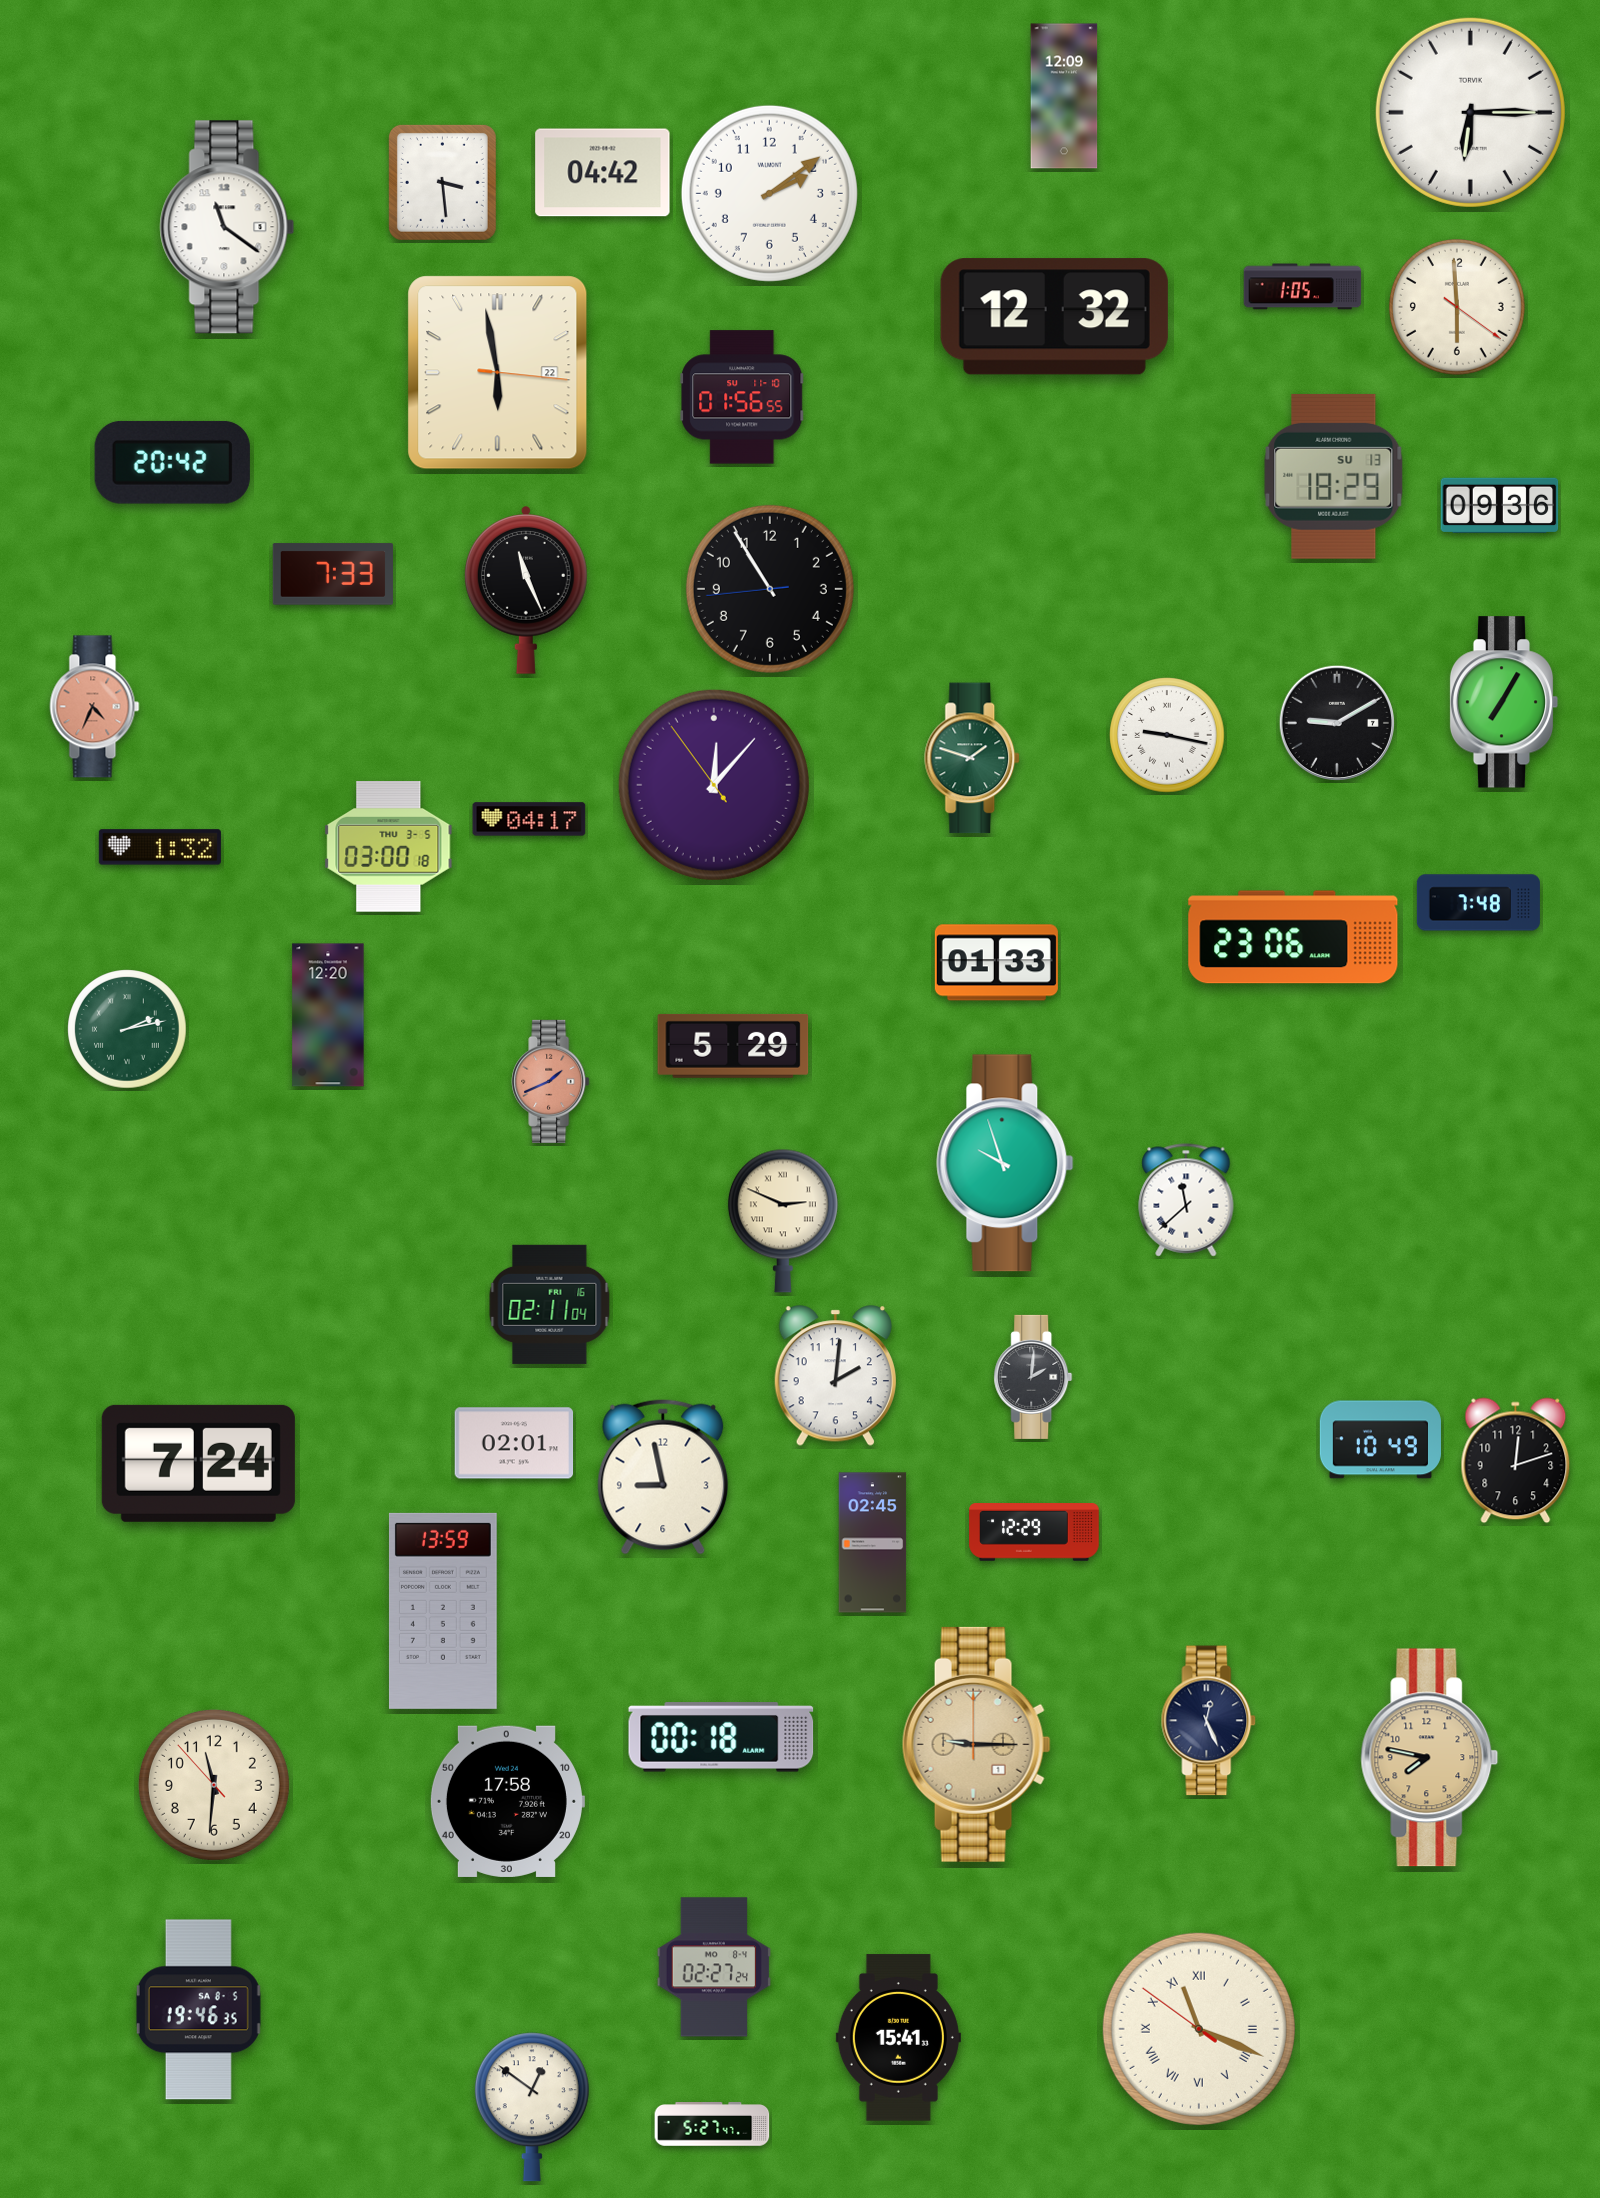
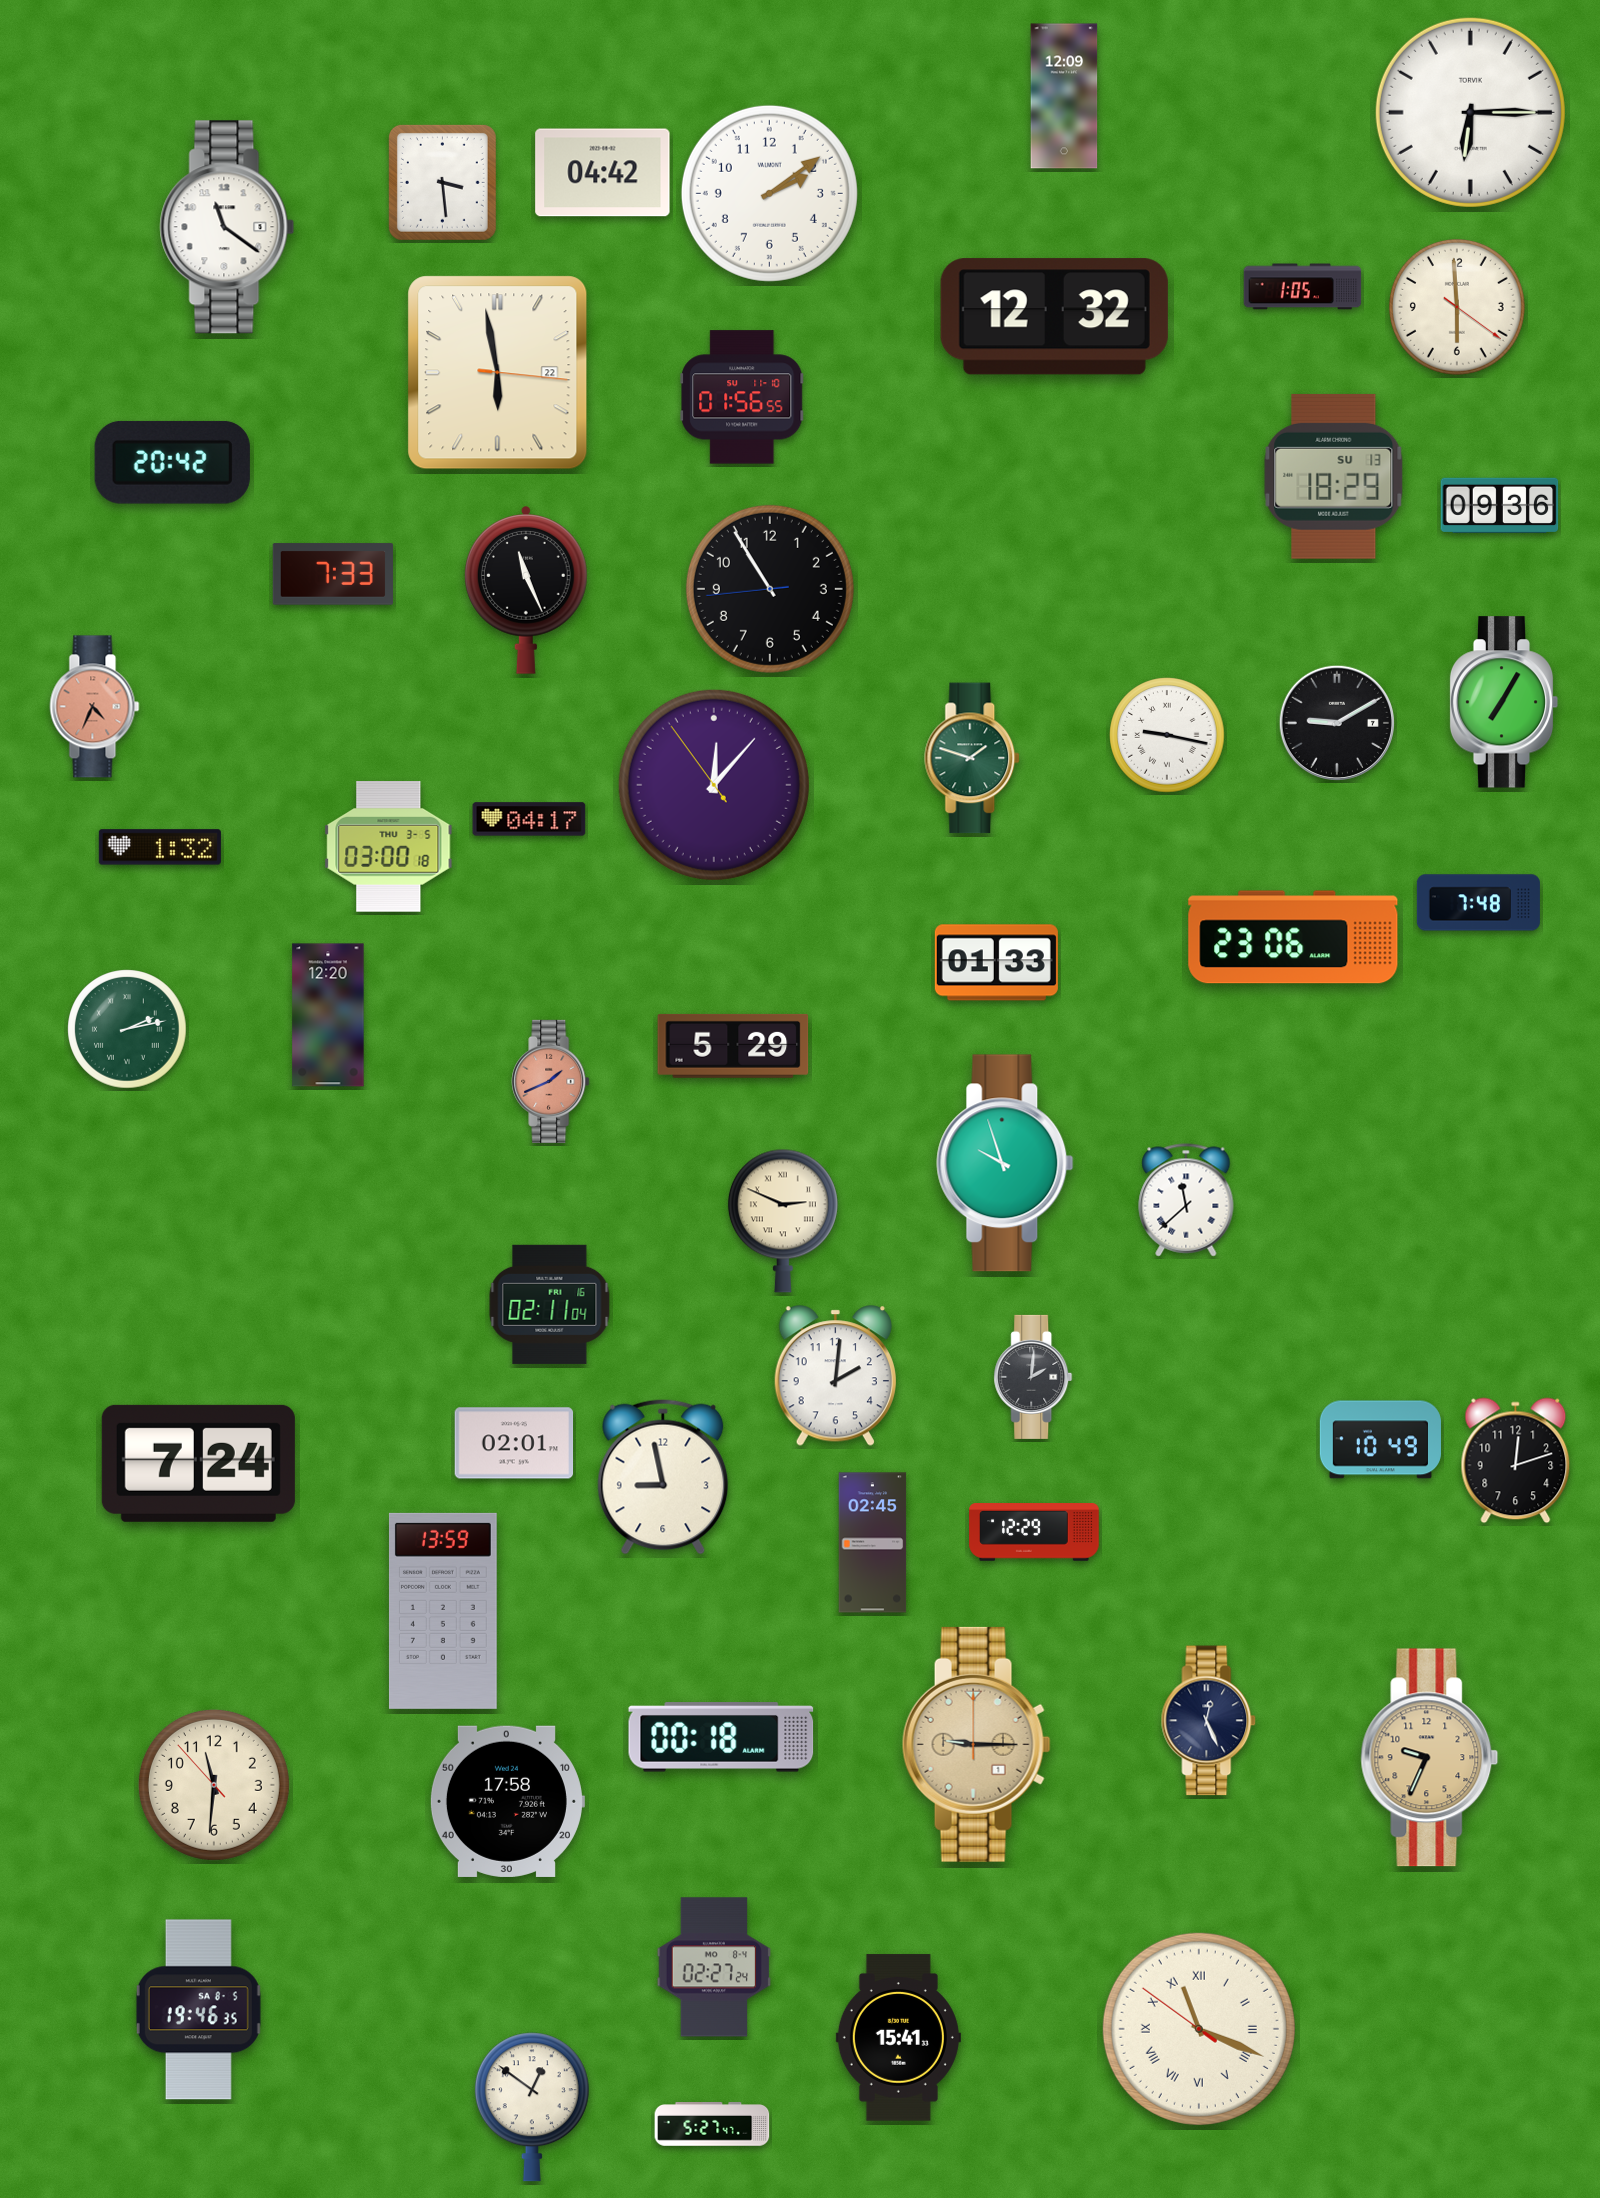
clock at (1430, 1758): 7:47 -> 9:34
